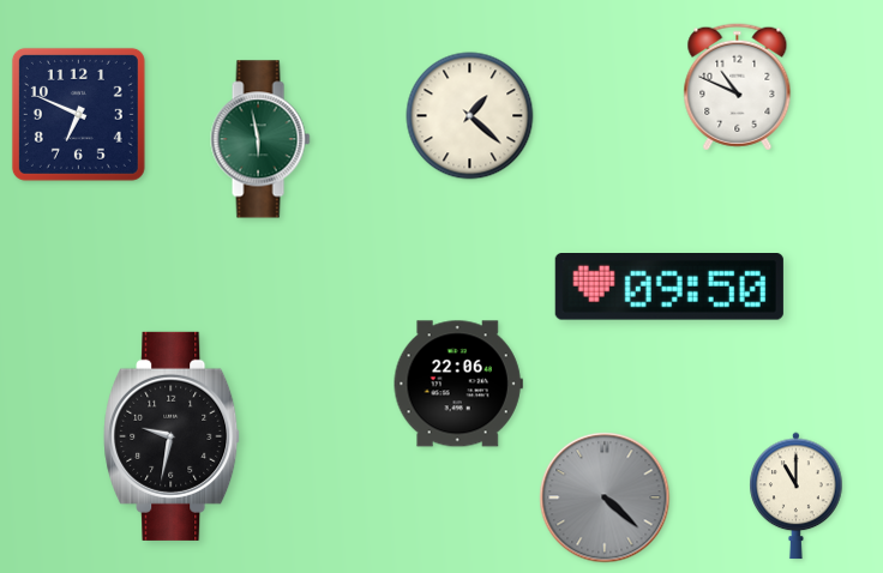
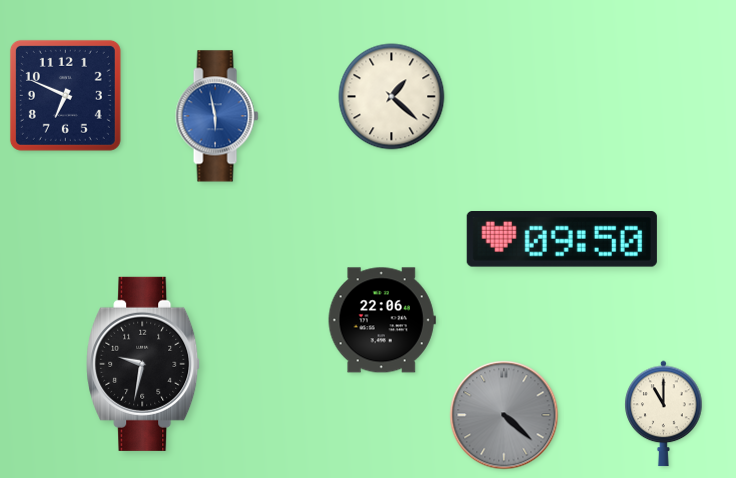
clock at (738, 88): 10:49 -> none
clock at (260, 139) dial: green -> blue
clock at (669, 288) position: (669, 288) -> (562, 240)
